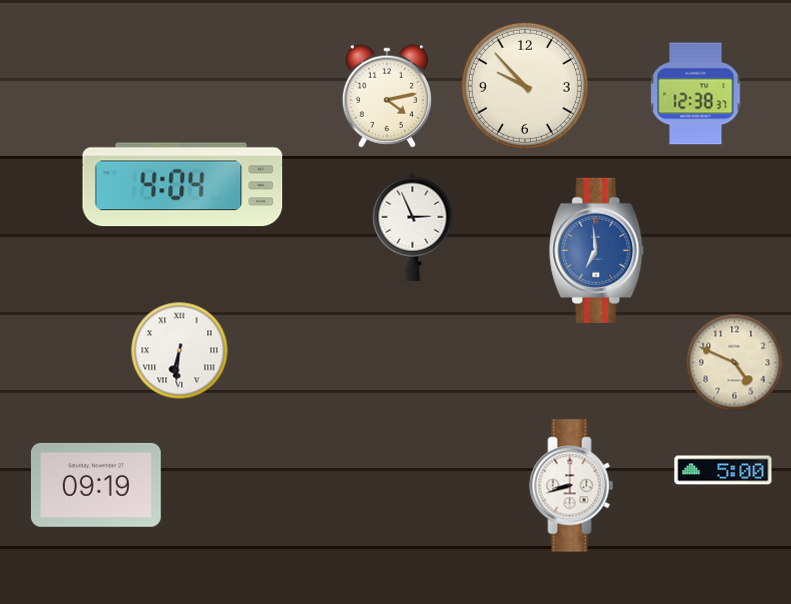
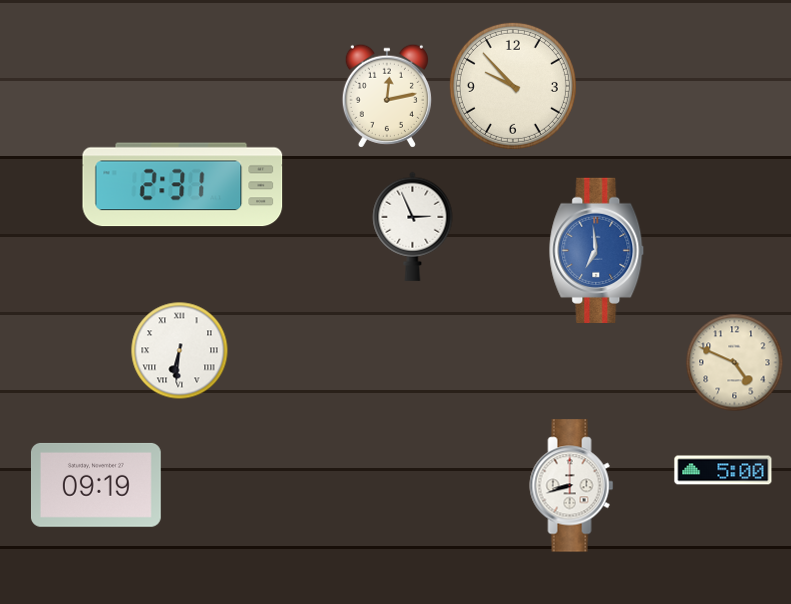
clock at (525, 86) position: (525, 86) -> (513, 86)
clock at (696, 94): 12:38 -> none
clock at (387, 96): 4:13 -> 12:13
clock at (183, 185): 4:04 -> 2:31
